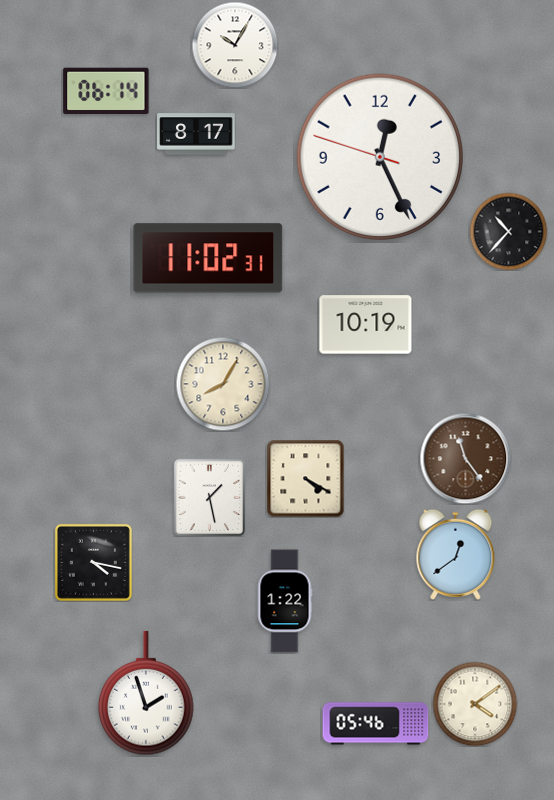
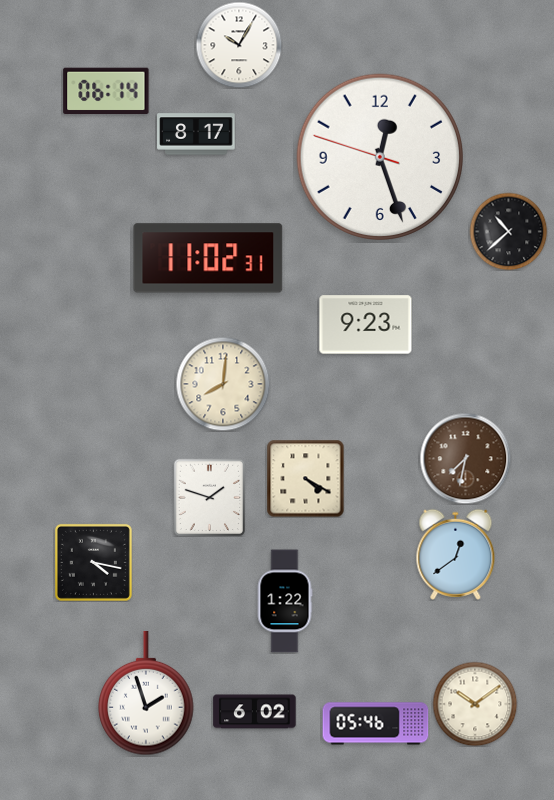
clock at (235, 45) position: (235, 45) -> (239, 45)
clock at (379, 156): 12:25 -> 12:26
clock at (508, 231): 10:37 -> 10:38
clock at (366, 325): 10:19 -> 9:23
clock at (223, 384): 8:05 -> 8:01
clock at (465, 458): 11:24 -> 7:32
clock at (210, 497): 1:28 -> 1:48
clock at (475, 704): 4:09 -> 10:09
clock at (255, 712): none -> 6:02
